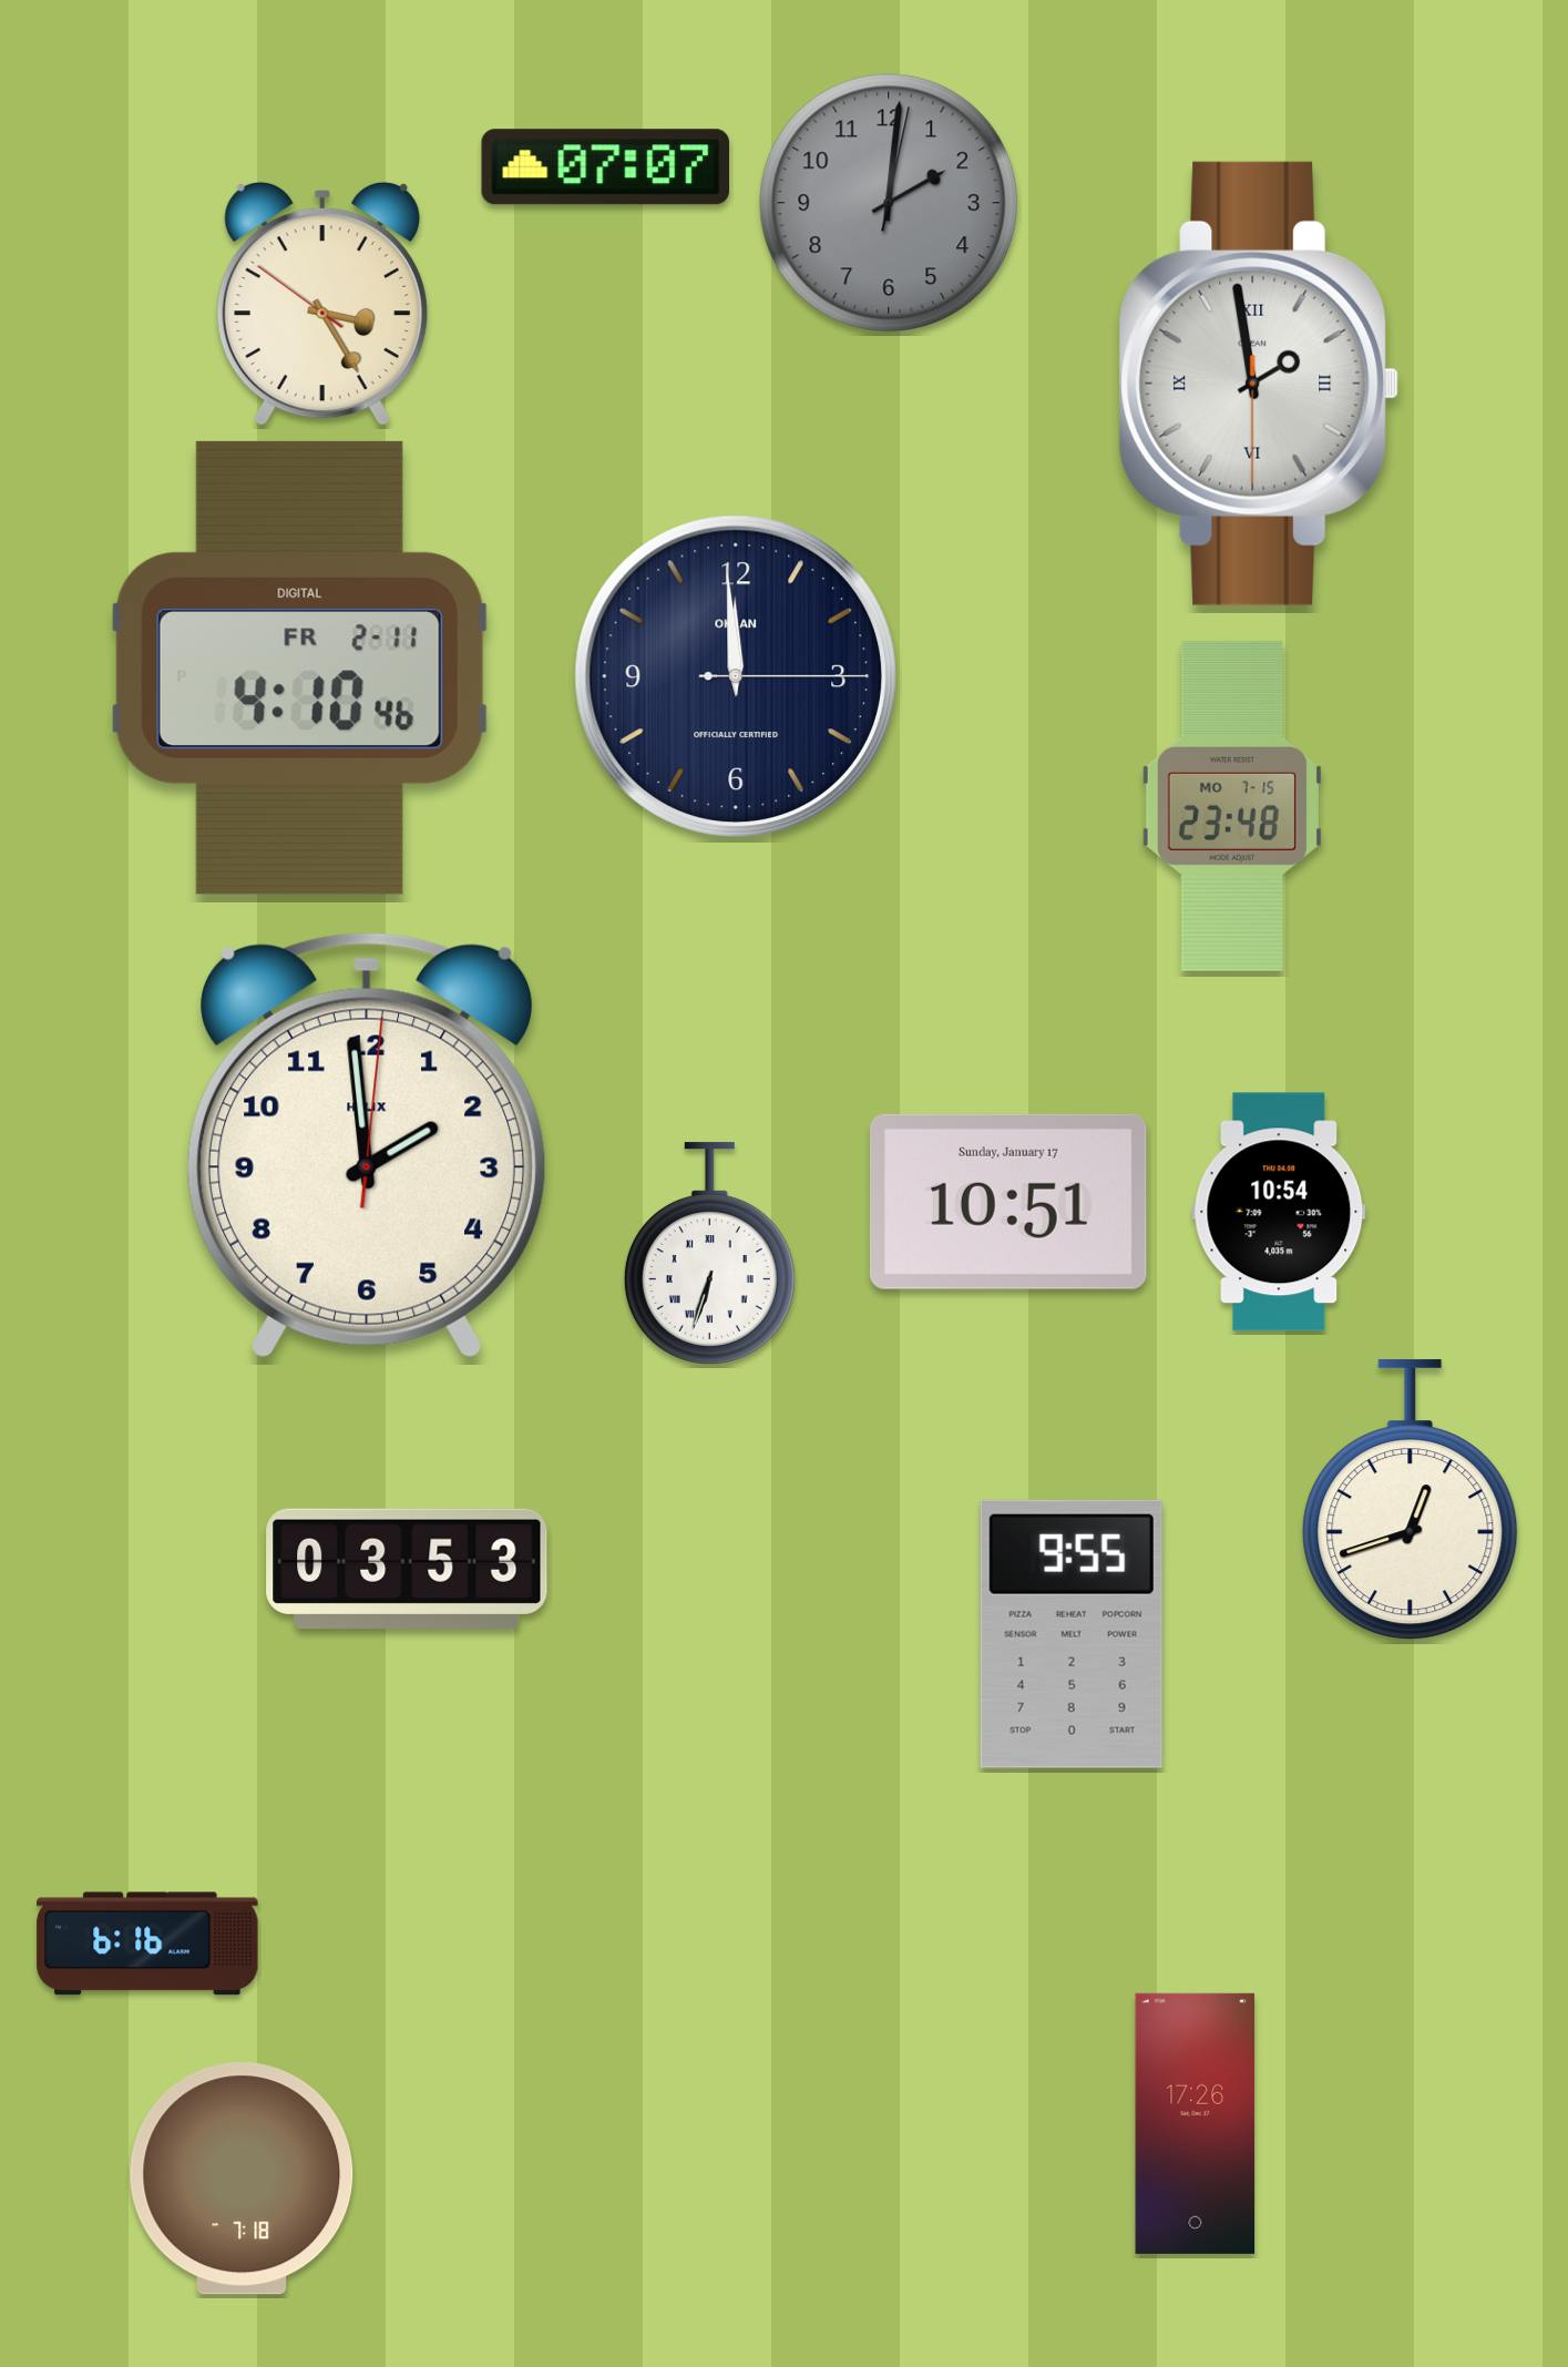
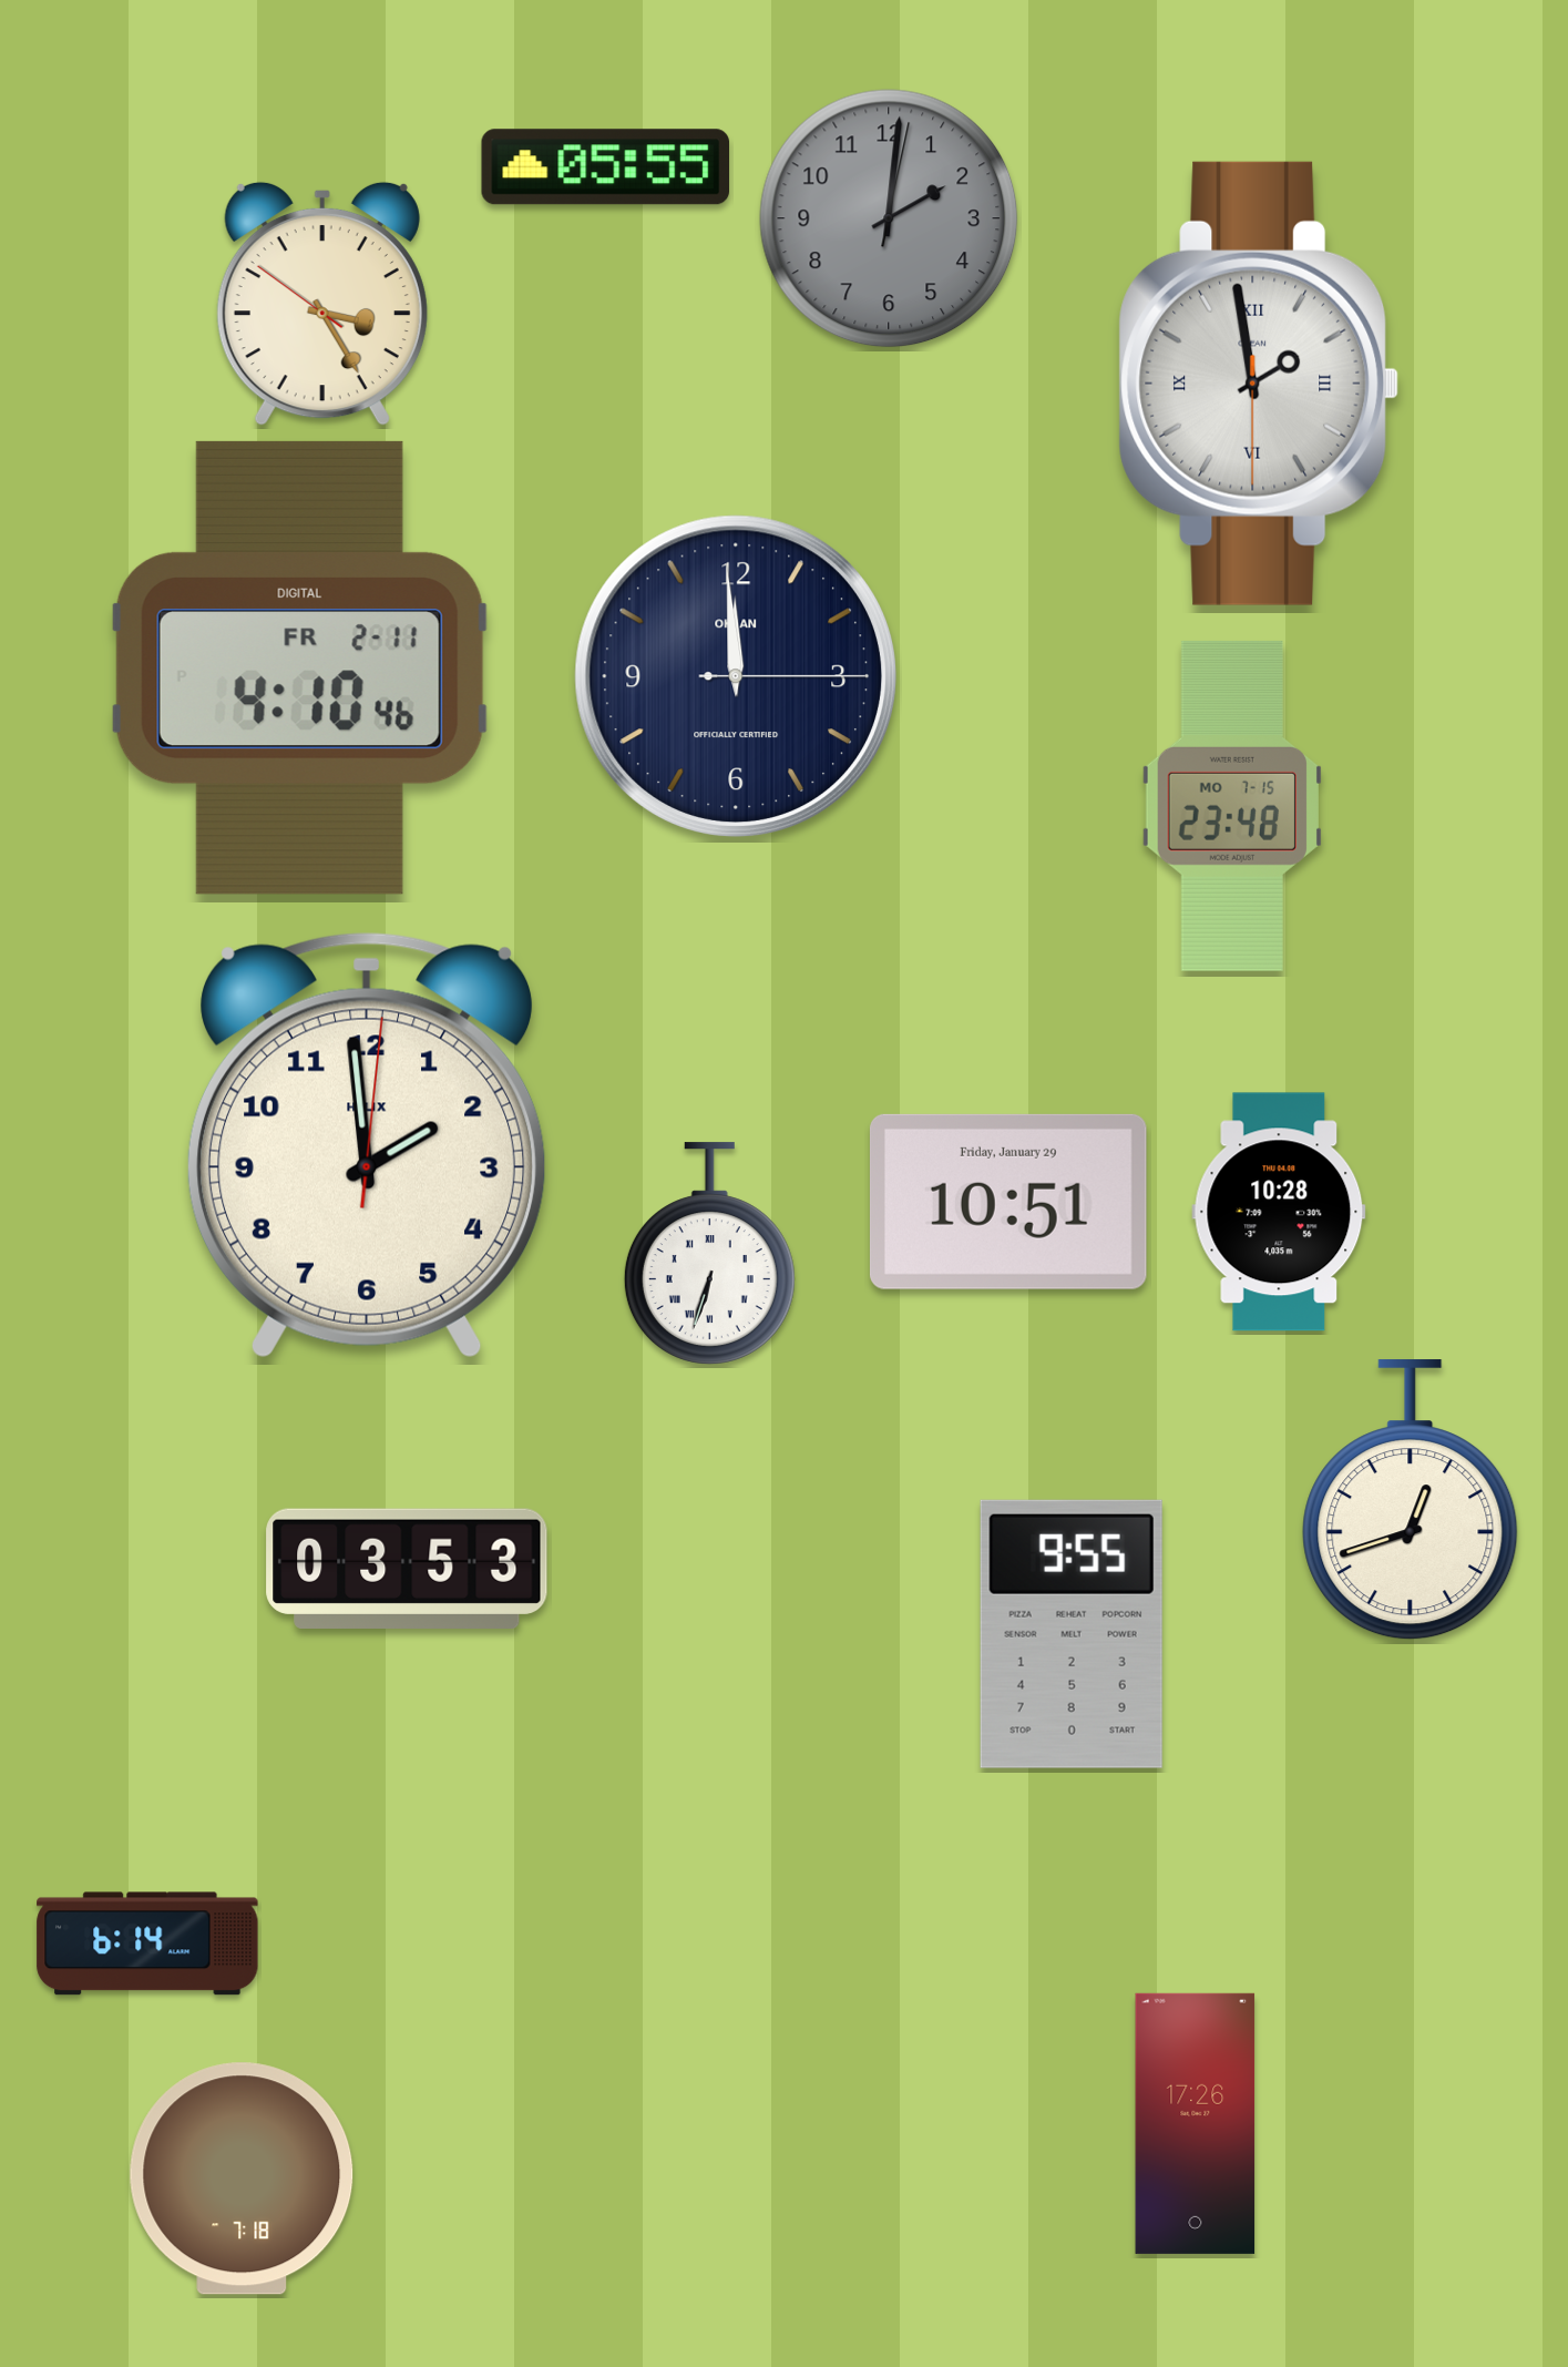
clock at (605, 167): 07:07 -> 05:55
clock at (889, 203) position: (889, 203) -> (889, 218)
clock at (1008, 1202) date: Sunday, January 17 -> Friday, January 29
clock at (1279, 1212): 10:54 -> 10:28
clock at (147, 1943): 6:16 -> 6:14
